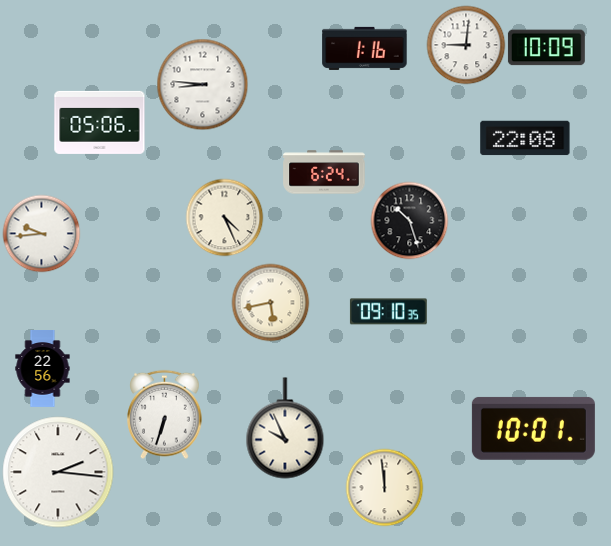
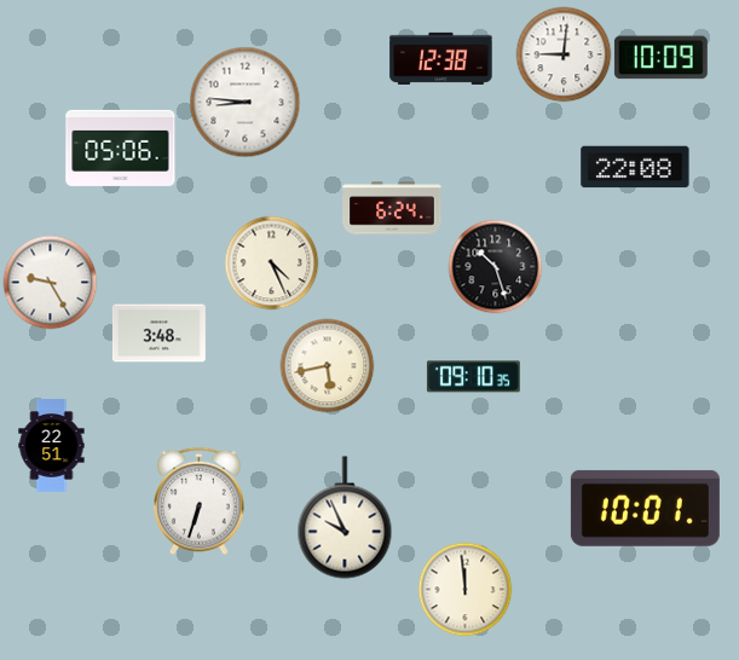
clock at (365, 48): 1:16 -> 12:38
clock at (41, 233): 9:44 -> 9:25
clock at (158, 334): none -> 3:48
clock at (388, 312) position: (388, 312) -> (473, 377)
clock at (43, 369): 22:56 -> 22:51
clock at (533, 428) position: (533, 428) -> (645, 508)
clock at (58, 472): 2:16 -> none
